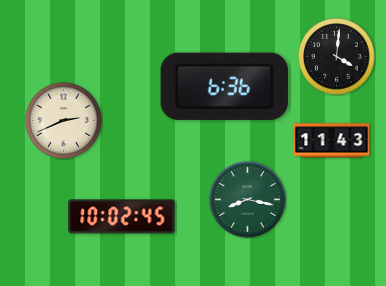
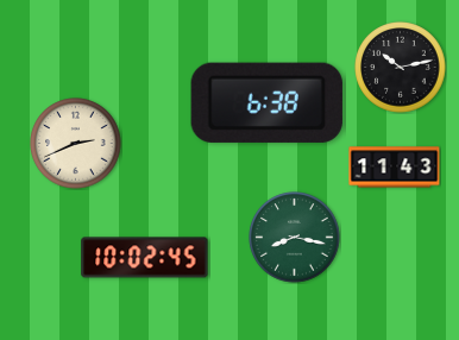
clock at (337, 57): 4:01 -> 10:13
clock at (224, 86): 6:36 -> 6:38
